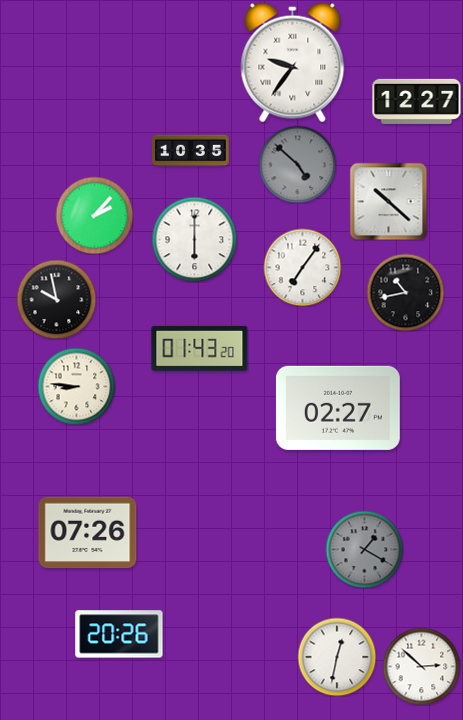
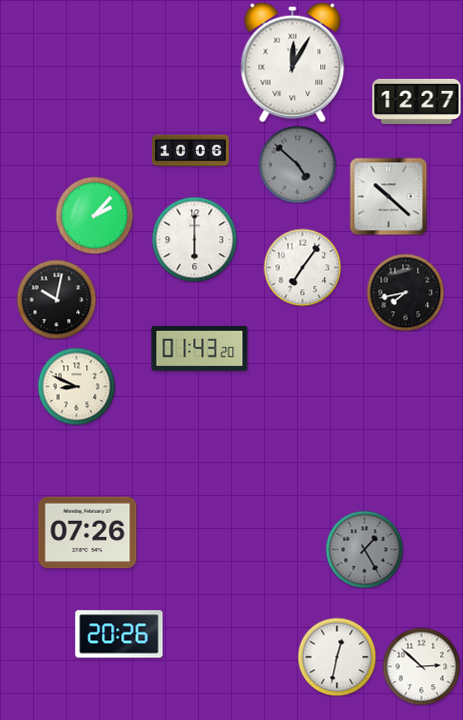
clock at (293, 63): 9:36 -> 12:05
clock at (191, 151): 10:35 -> 10:06
clock at (388, 201) position: (388, 201) -> (388, 196)
clock at (405, 292): 10:43 -> 7:43
clock at (56, 299): 9:58 -> 10:02
clock at (76, 386): 8:46 -> 8:49
clock at (338, 408): 02:27 -> none
clock at (364, 549): 1:20 -> 1:25
